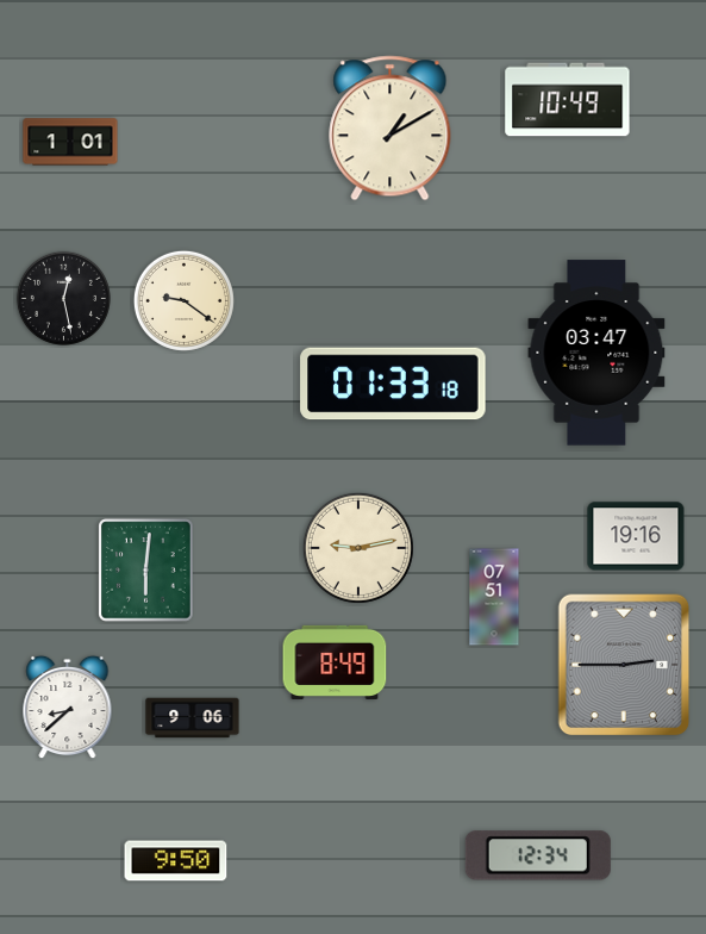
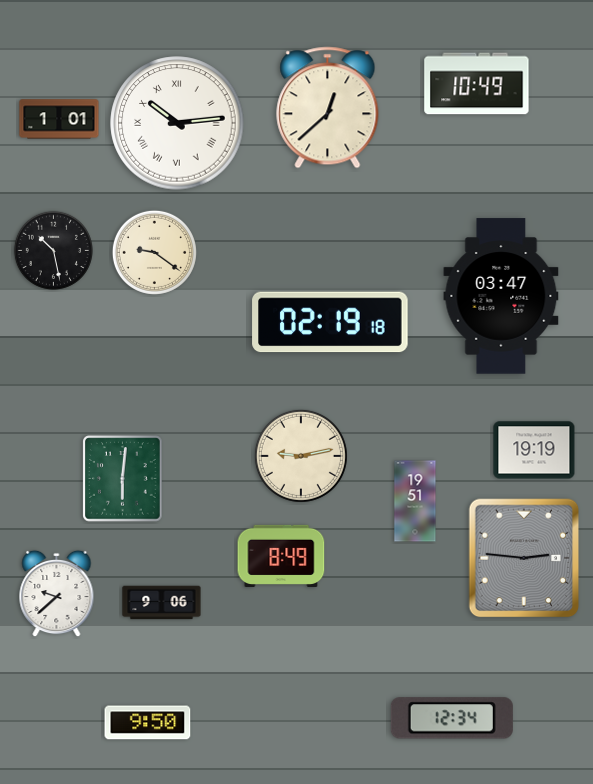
clock at (391, 129): 1:10 -> 12:38
clock at (177, 123): none -> 10:14
clock at (63, 298): 12:28 -> 10:28
clock at (393, 384): 01:33 -> 02:19
clock at (636, 536): 19:16 -> 19:19
clock at (358, 548) position: (358, 548) -> (301, 456)
clock at (494, 597): 07:51 -> 19:51
clock at (624, 665): 2:45 -> 2:46
clock at (68, 708): 8:38 -> 9:38
